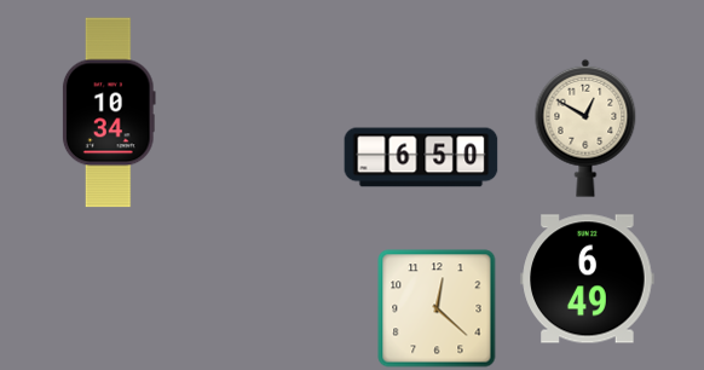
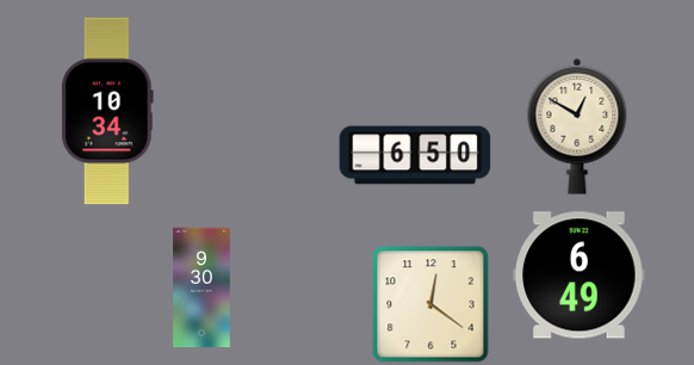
clock at (202, 287): none -> 9:30
clock at (437, 308): 12:22 -> 12:21
